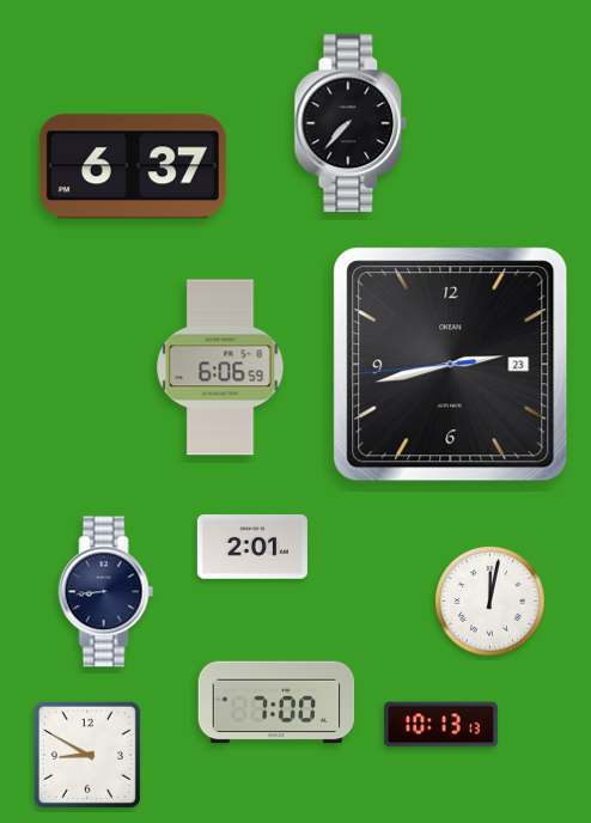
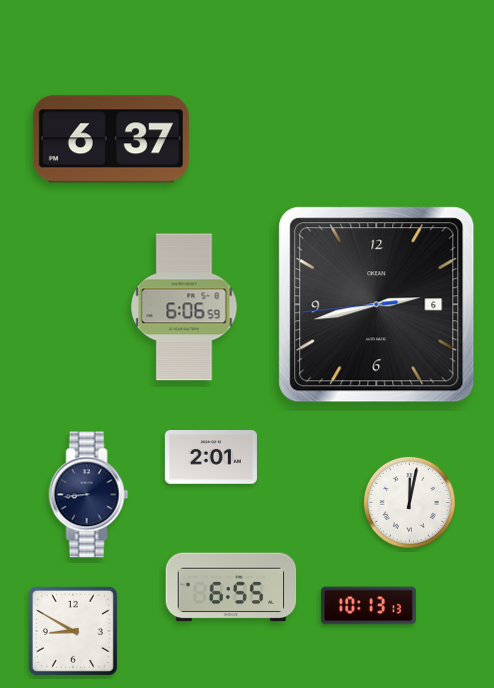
clock at (351, 123): 7:37 -> none
clock at (451, 365) date: 23 -> 6
clock at (276, 702): 7:00 -> 6:55
